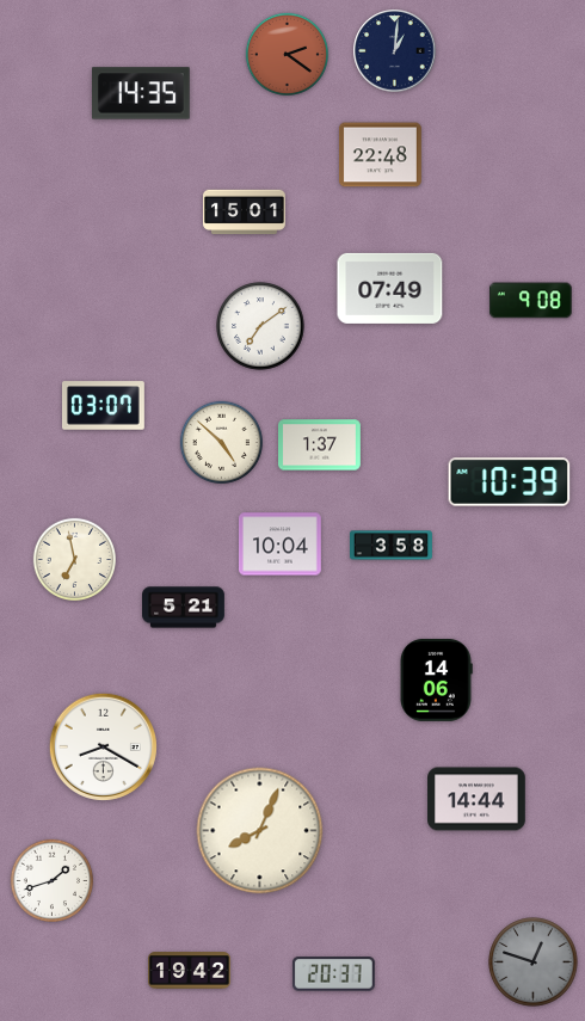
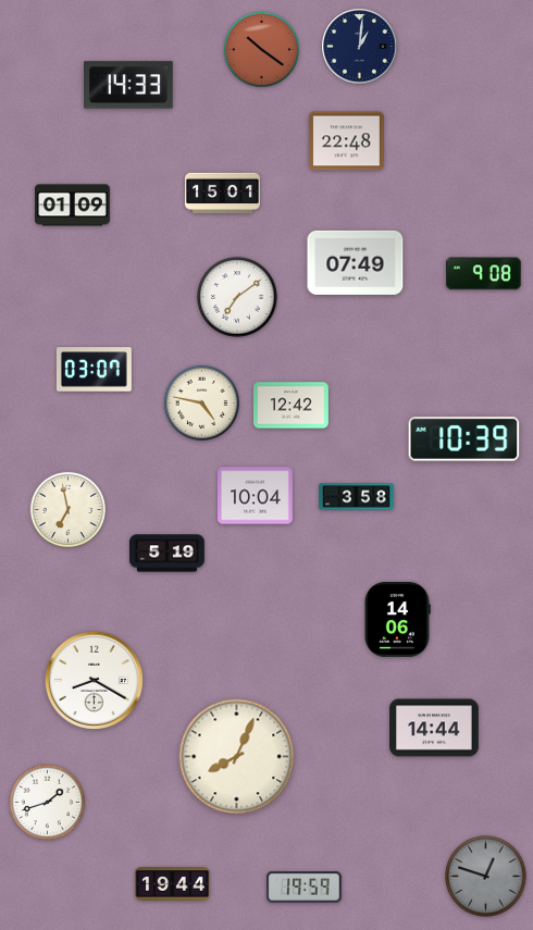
clock at (287, 54): 2:21 -> 10:21
clock at (142, 93): 14:35 -> 14:33
clock at (73, 206): none -> 01:09
clock at (221, 442): 4:52 -> 4:47
clock at (320, 445): 1:37 -> 12:42
clock at (184, 608): 5:21 -> 5:19
clock at (190, 971): 19:42 -> 19:44
clock at (333, 974): 20:37 -> 19:59
